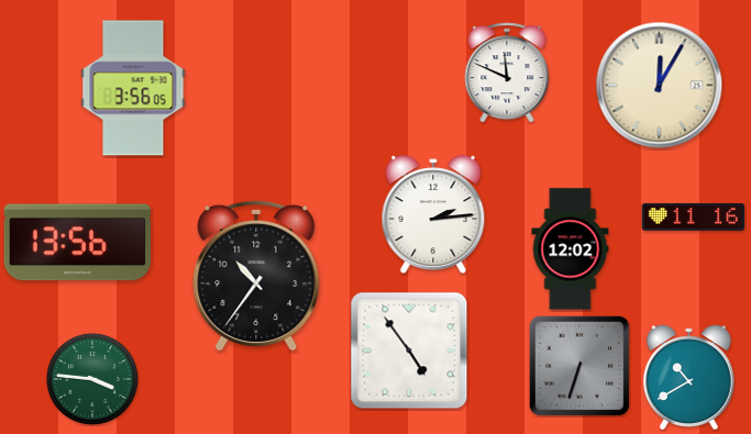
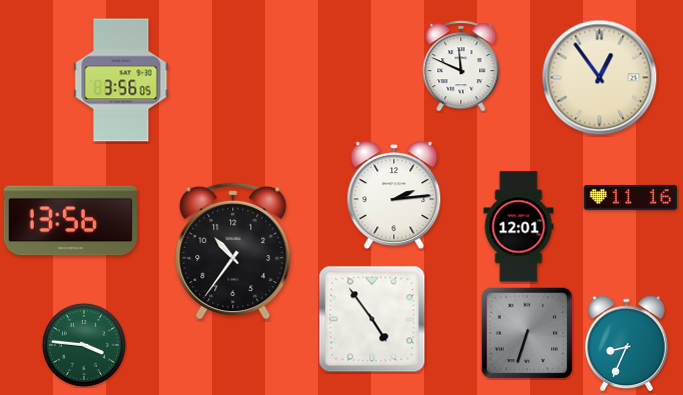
clock at (660, 86): 12:05 -> 12:54
clock at (571, 249): 12:02 -> 12:01
clock at (689, 378): 10:40 -> 8:34
